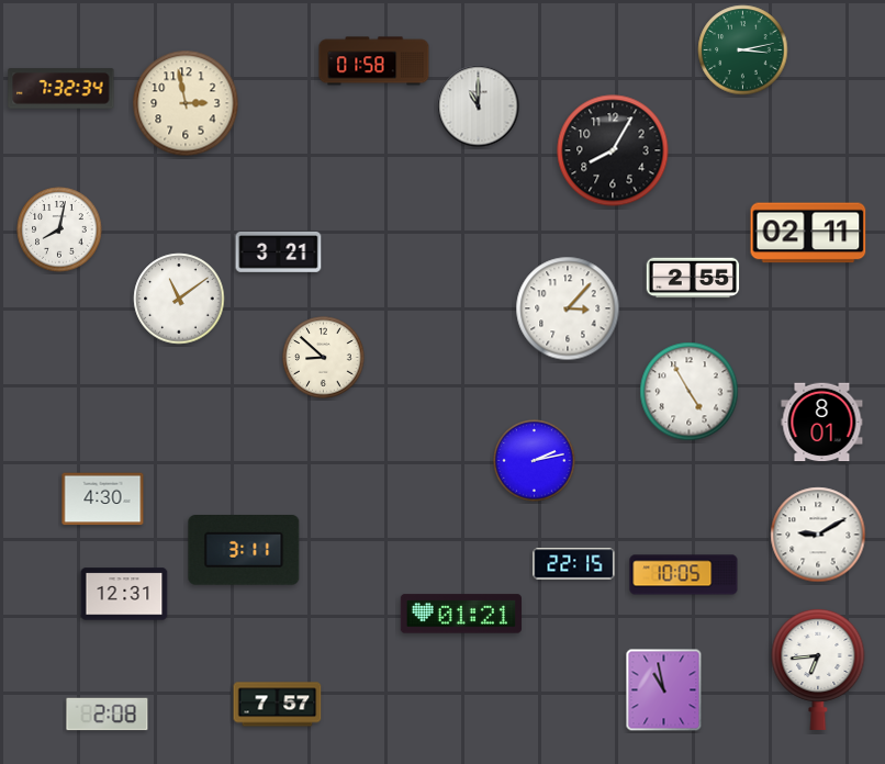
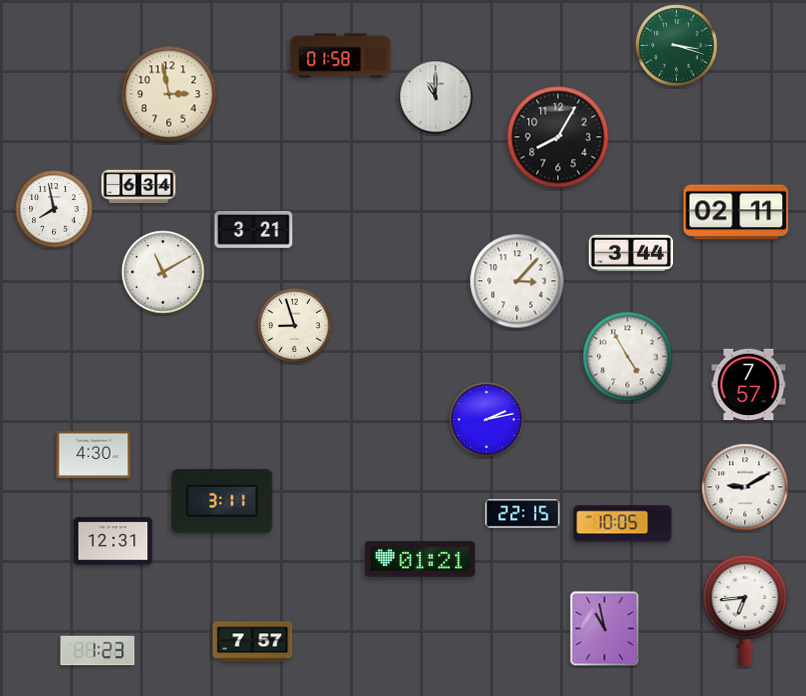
clock at (743, 50): 3:13 -> 3:18
clock at (61, 89): 7:32 -> none
clock at (139, 187): none -> 6:34
clock at (59, 229): 8:02 -> 7:58
clock at (693, 278): 2:55 -> 3:44
clock at (179, 299): 11:09 -> 11:10
clock at (324, 358): 8:52 -> 8:57
clock at (822, 423): 8:01 -> 7:57
clock at (108, 715): 2:08 -> 1:23
